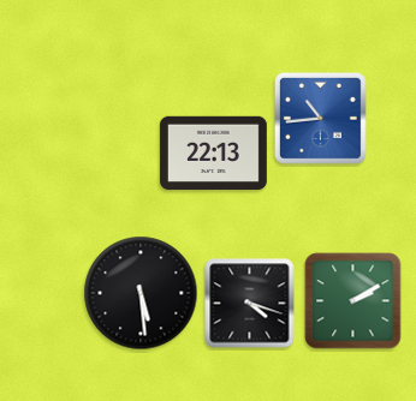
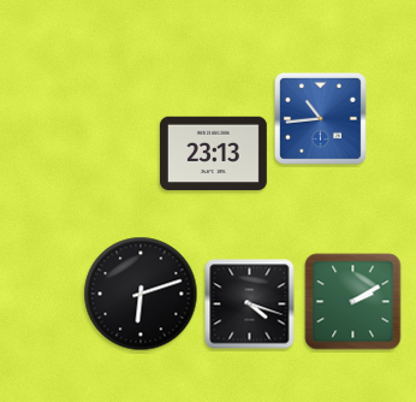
clock at (213, 154): 22:13 -> 23:13
clock at (141, 293): 5:29 -> 6:12
